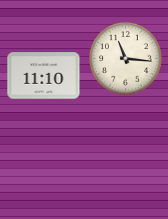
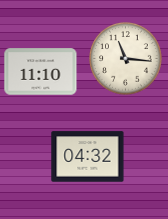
clock at (44, 76) position: (44, 76) -> (41, 72)
clock at (88, 157): none -> 04:32
